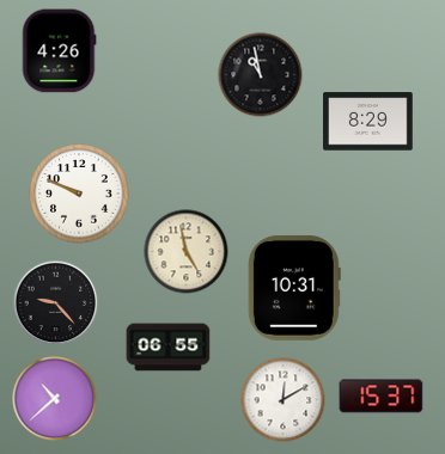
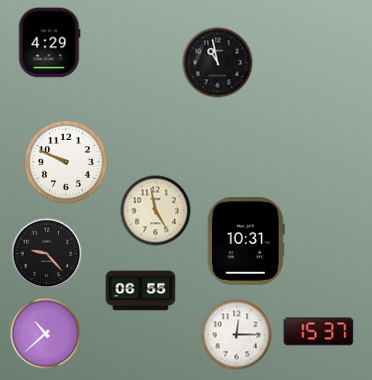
clock at (60, 51): 4:26 -> 4:29
clock at (368, 122): 8:29 -> none
clock at (284, 400): 12:10 -> 12:15
